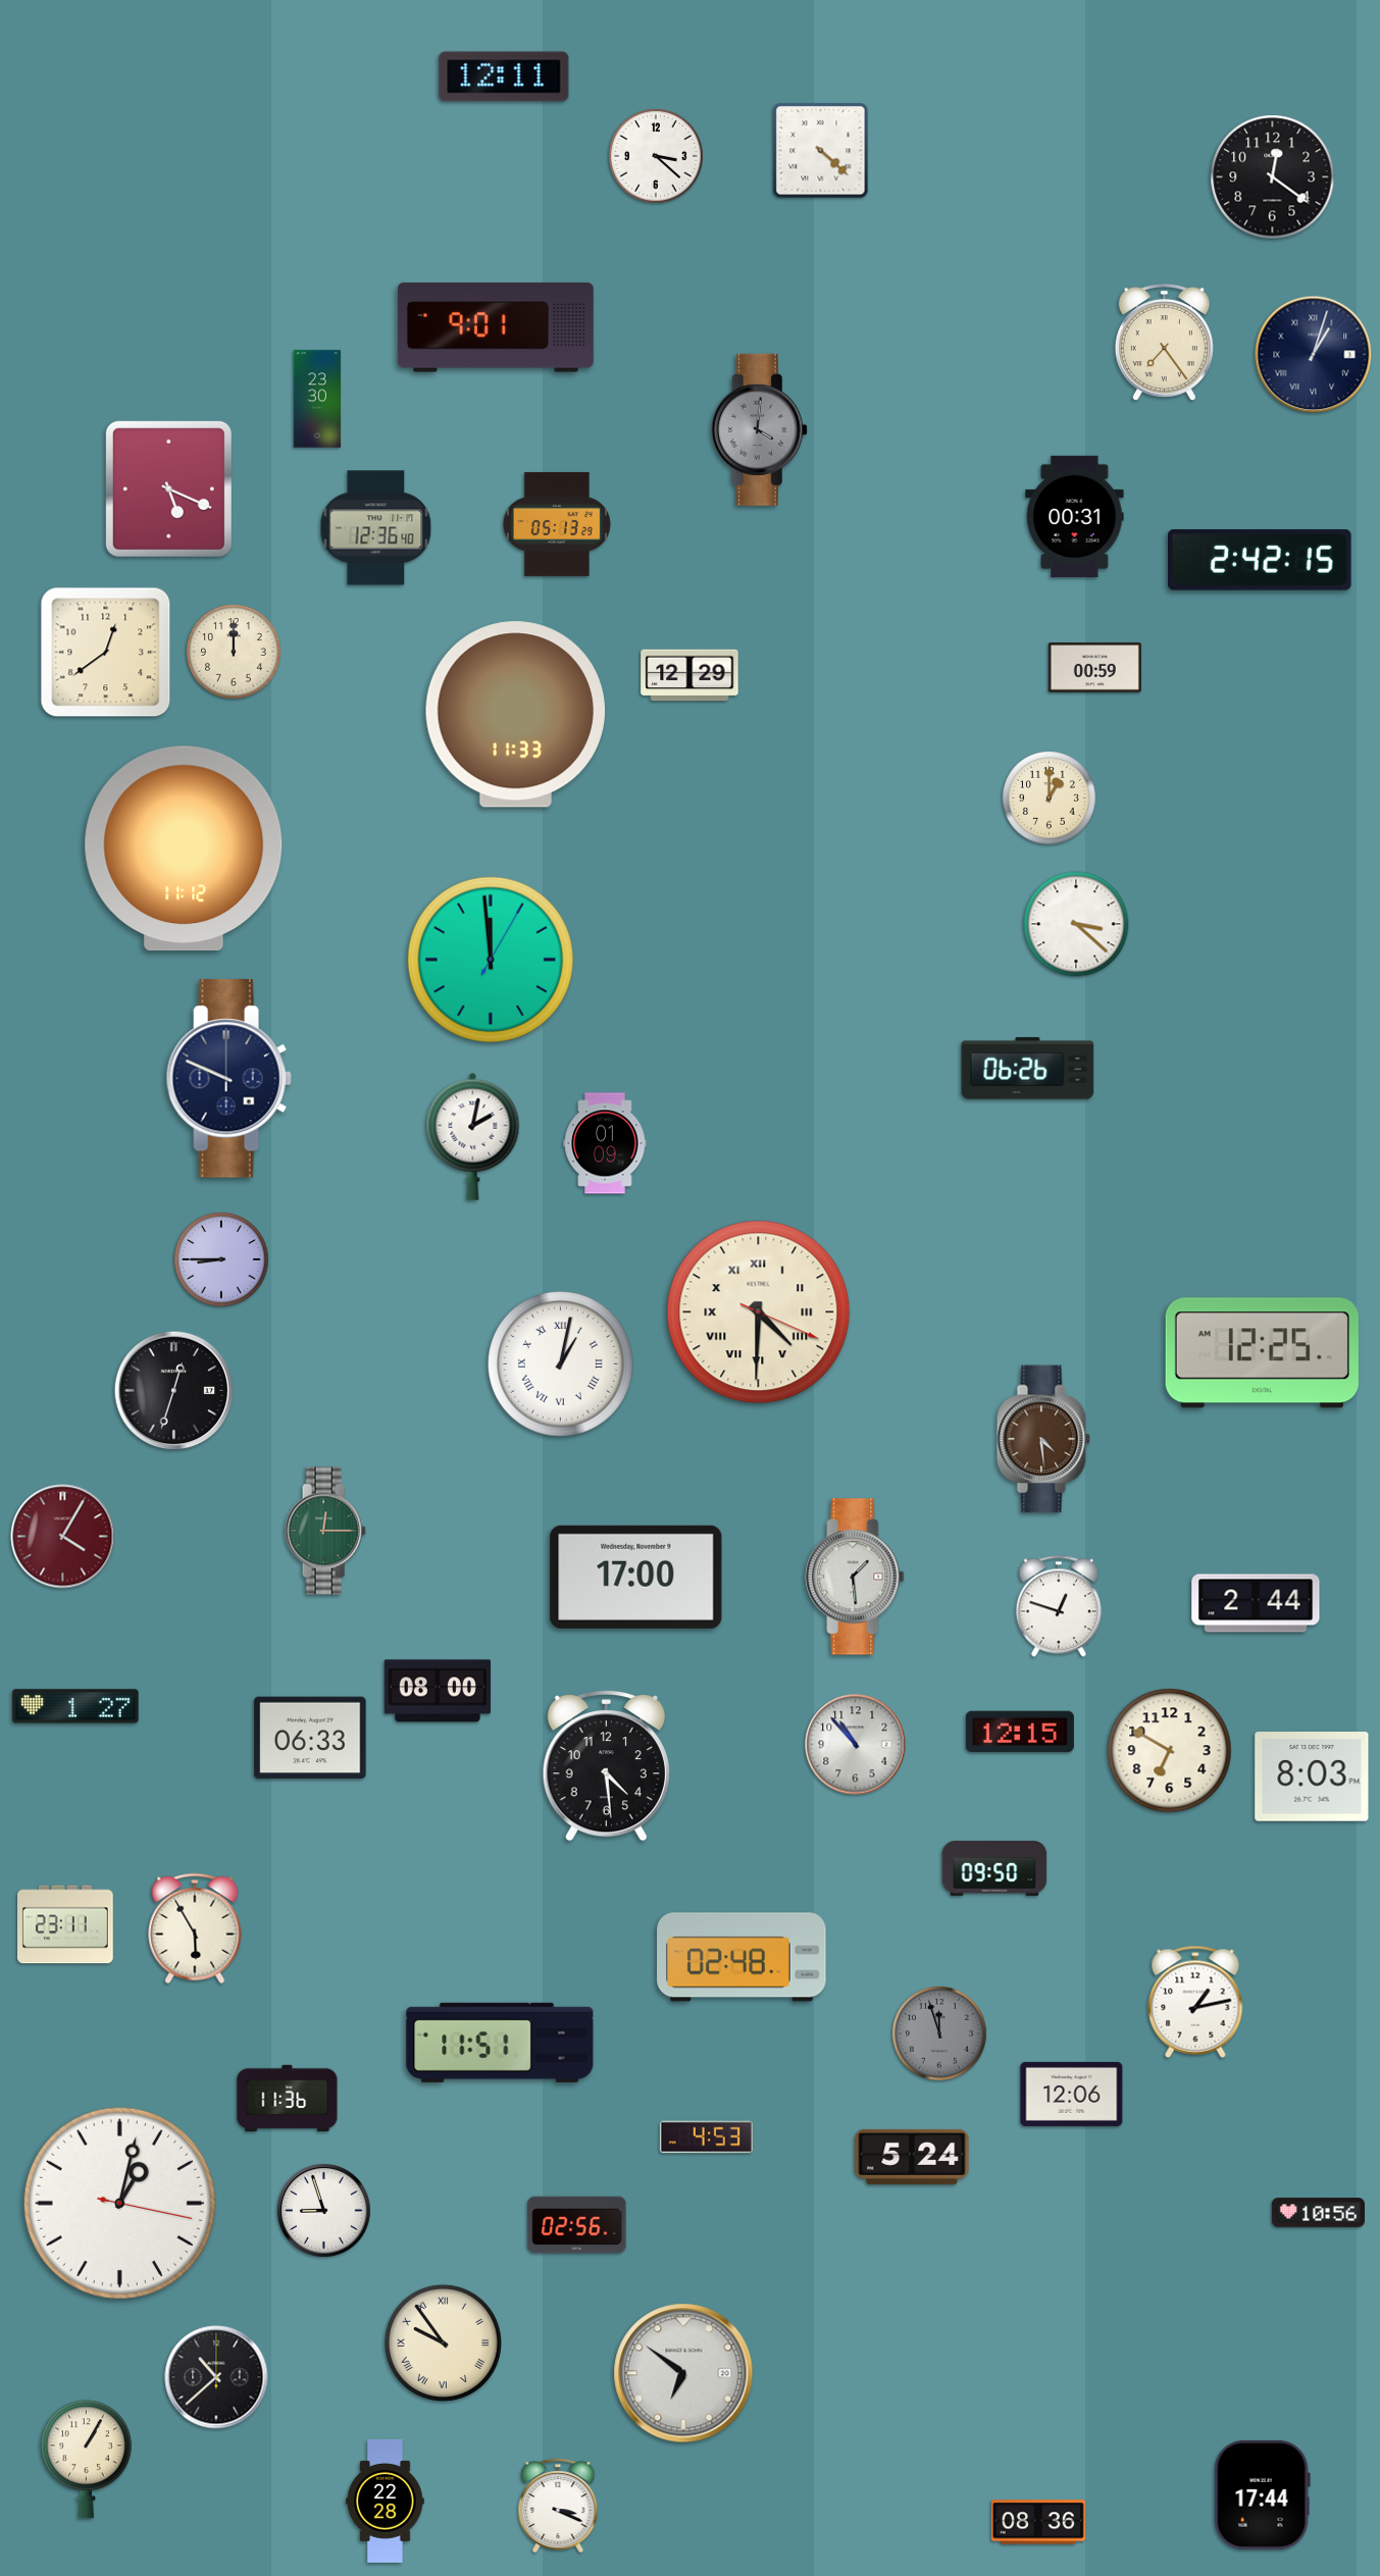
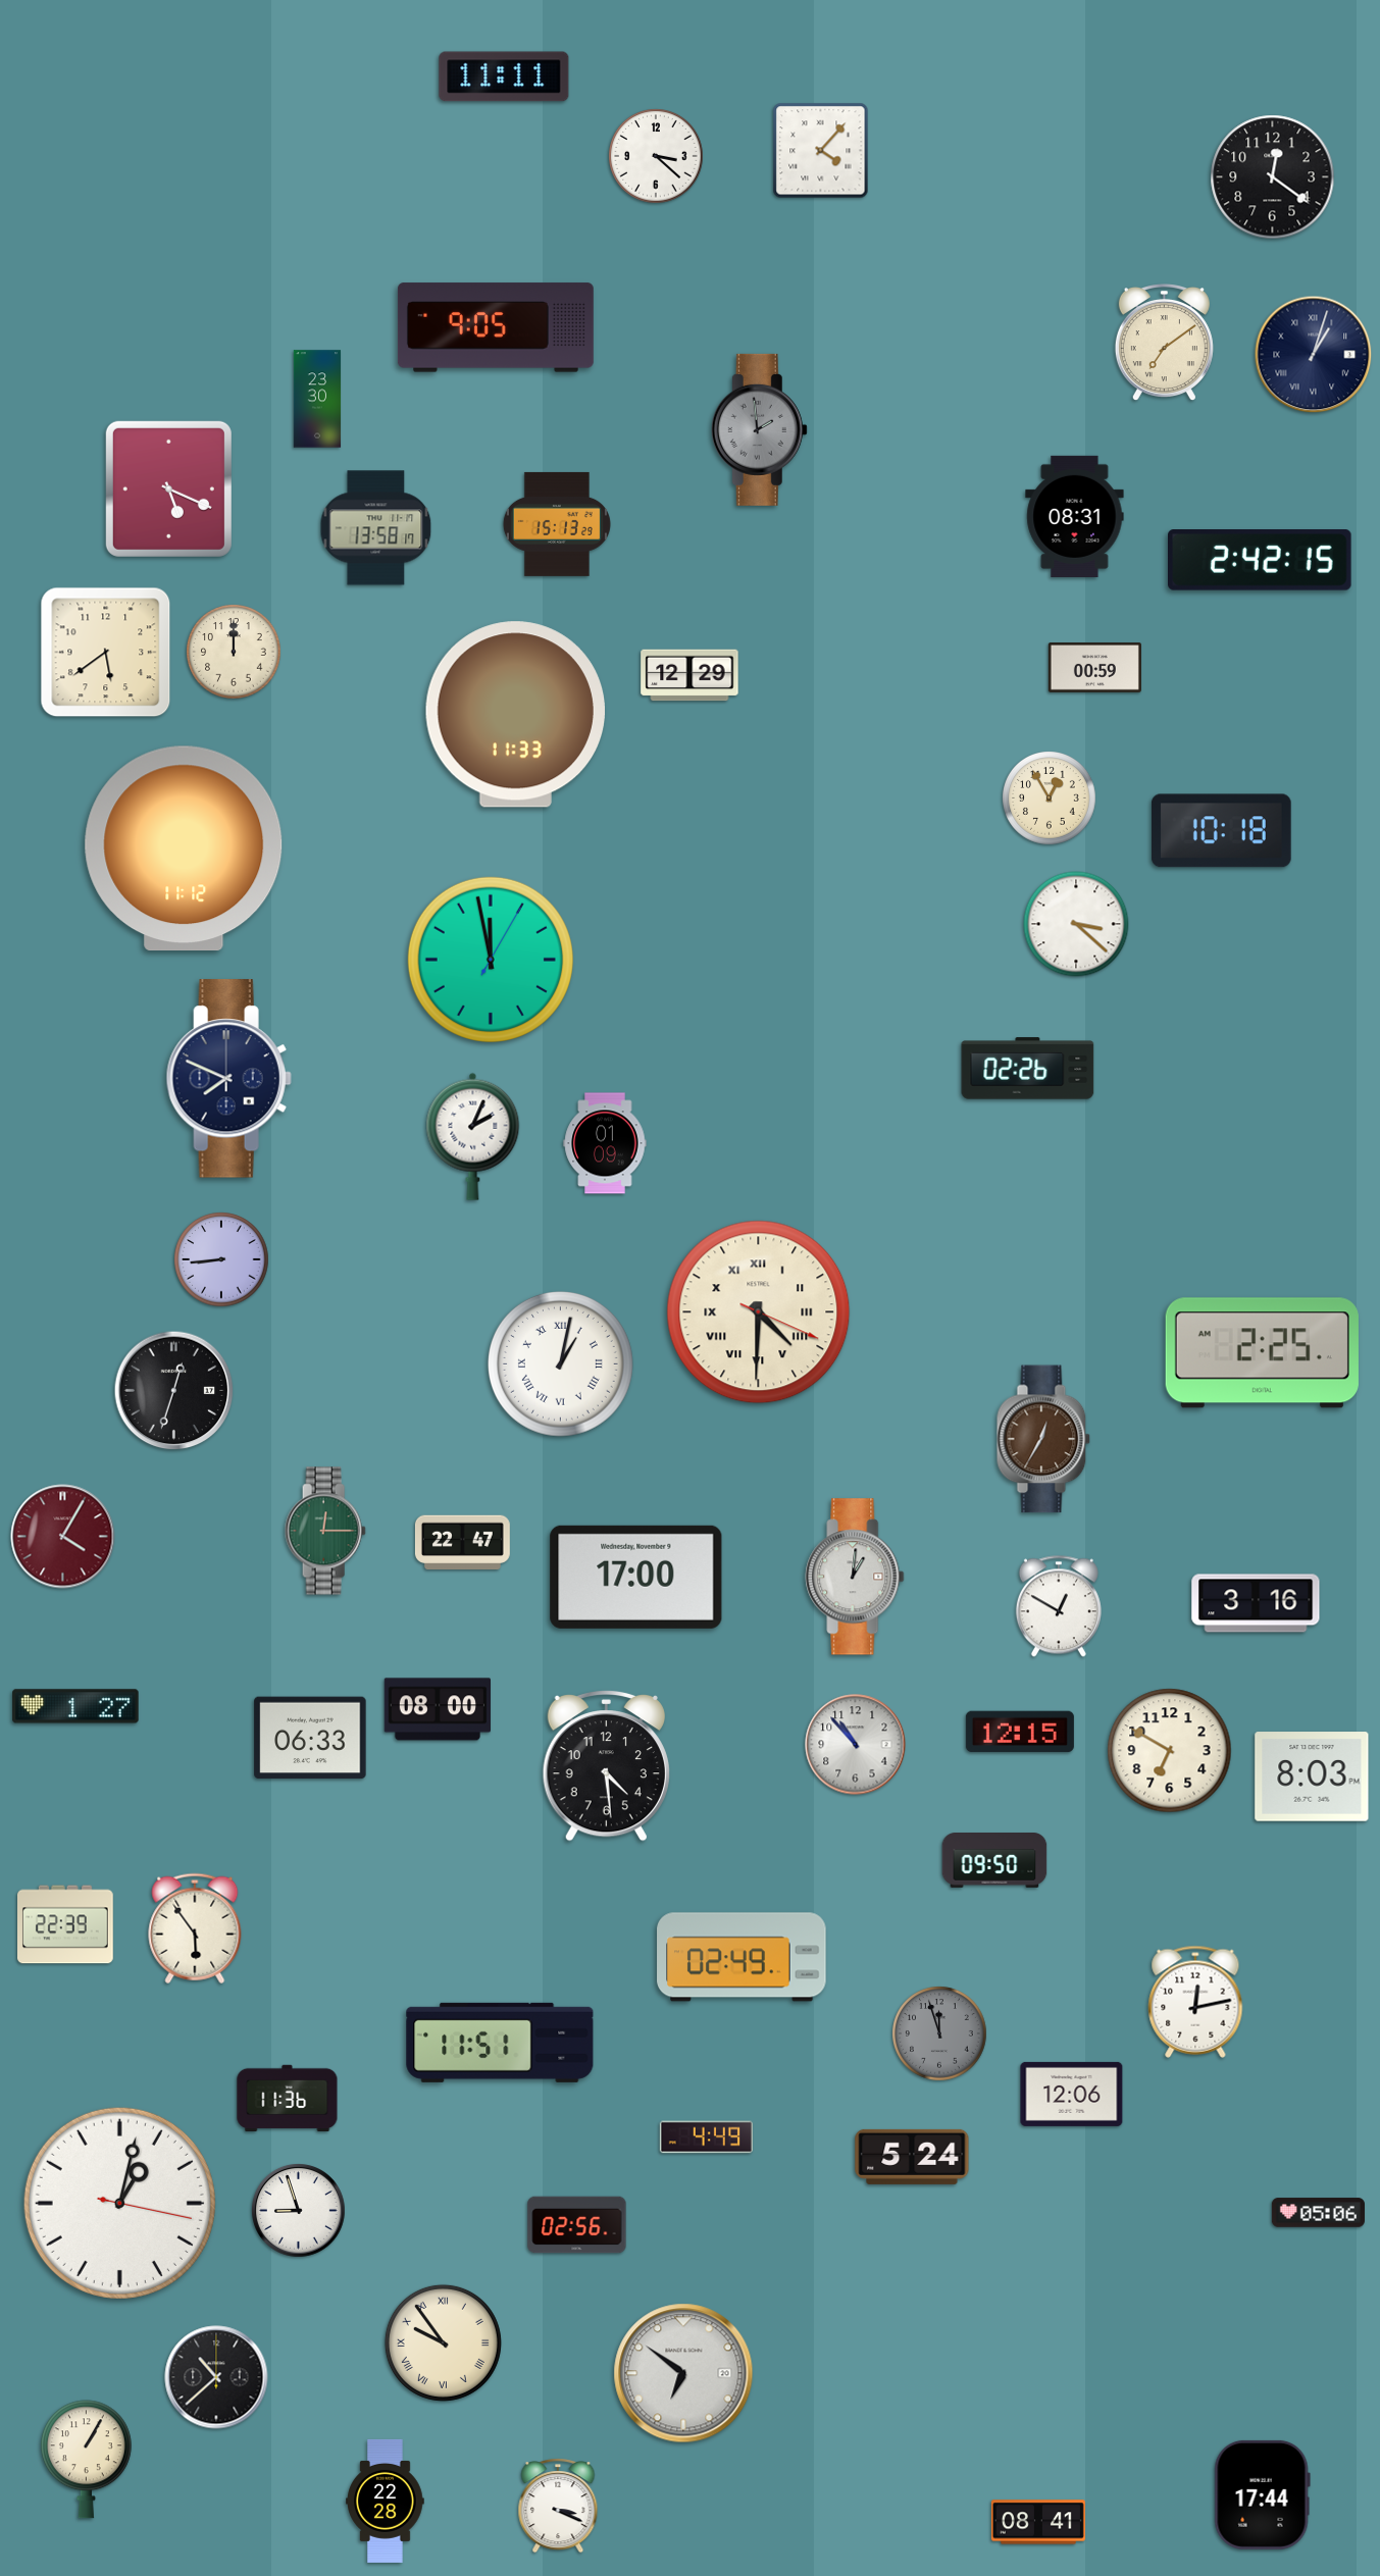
clock at (504, 76): 12:11 -> 11:11
clock at (821, 151): 4:22 -> 4:07
clock at (496, 327): 9:01 -> 9:05
clock at (1164, 344): 7:24 -> 7:09
clock at (759, 429): 4:01 -> 1:59
clock at (1075, 516): 00:31 -> 08:31
clock at (557, 524): 05:13 -> 15:13
clock at (376, 528): 12:36 -> 13:58
clock at (106, 653): 12:39 -> 5:39
clock at (1050, 798): 1:00 -> 12:55
clock at (1221, 831): none -> 10:18
clock at (491, 960): 11:59 -> 11:58
clock at (1028, 1069): 06:26 -> 02:26
clock at (228, 1079): 9:49 -> 7:49
clock at (473, 1136): 2:02 -> 2:04
clock at (221, 1259): 8:45 -> 8:44
clock at (1262, 1353): 12:25 -> 2:25
clock at (1043, 1439): 4:29 -> 12:35
clock at (462, 1543): none -> 22:47
clock at (855, 1577): 1:29 -> 1:01
clock at (1256, 1603): 2:44 -> 3:16
clock at (1059, 1606): 12:48 -> 12:50
clock at (437, 1691) position: (437, 1691) -> (437, 1709)
clock at (994, 1869) position: (994, 1869) -> (994, 1861)
clock at (66, 1924): 23:11 -> 22:39
clock at (195, 1928): 5:55 -> 5:54
clock at (742, 1957): 02:48 -> 02:49
clock at (1195, 2002): 1:13 -> 12:13
clock at (706, 2137): 4:53 -> 4:49
clock at (323, 2210) position: (323, 2210) -> (298, 2210)
clock at (1318, 2213): 10:56 -> 05:06
clock at (1038, 2522): 08:36 -> 08:41
